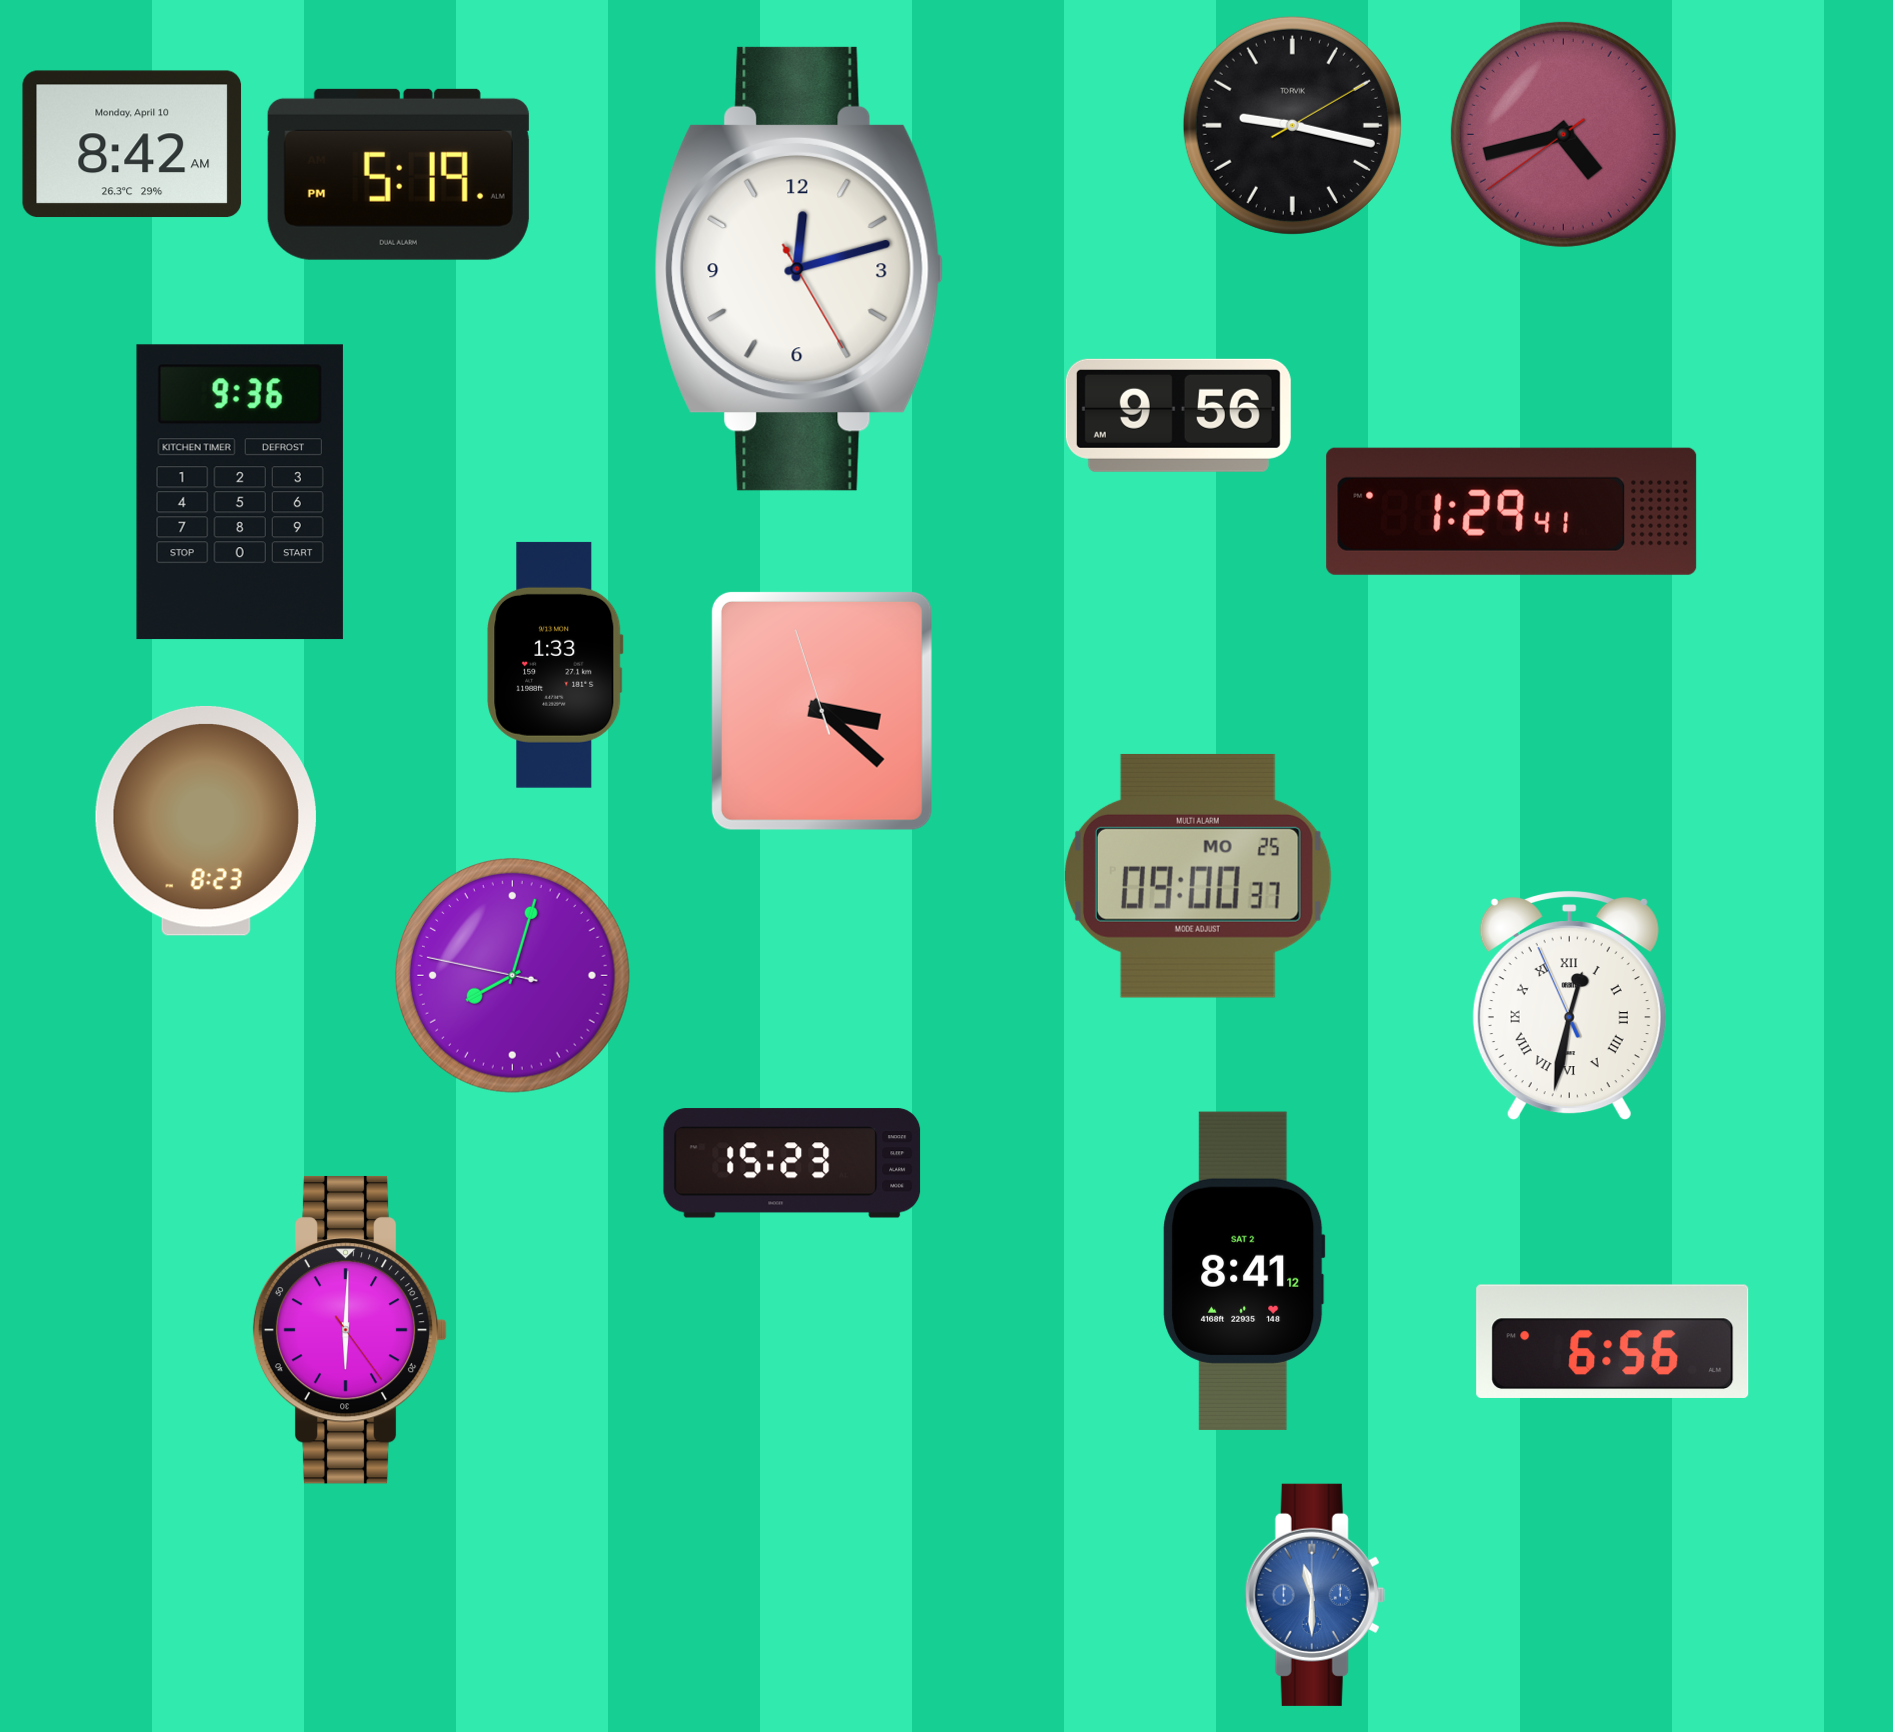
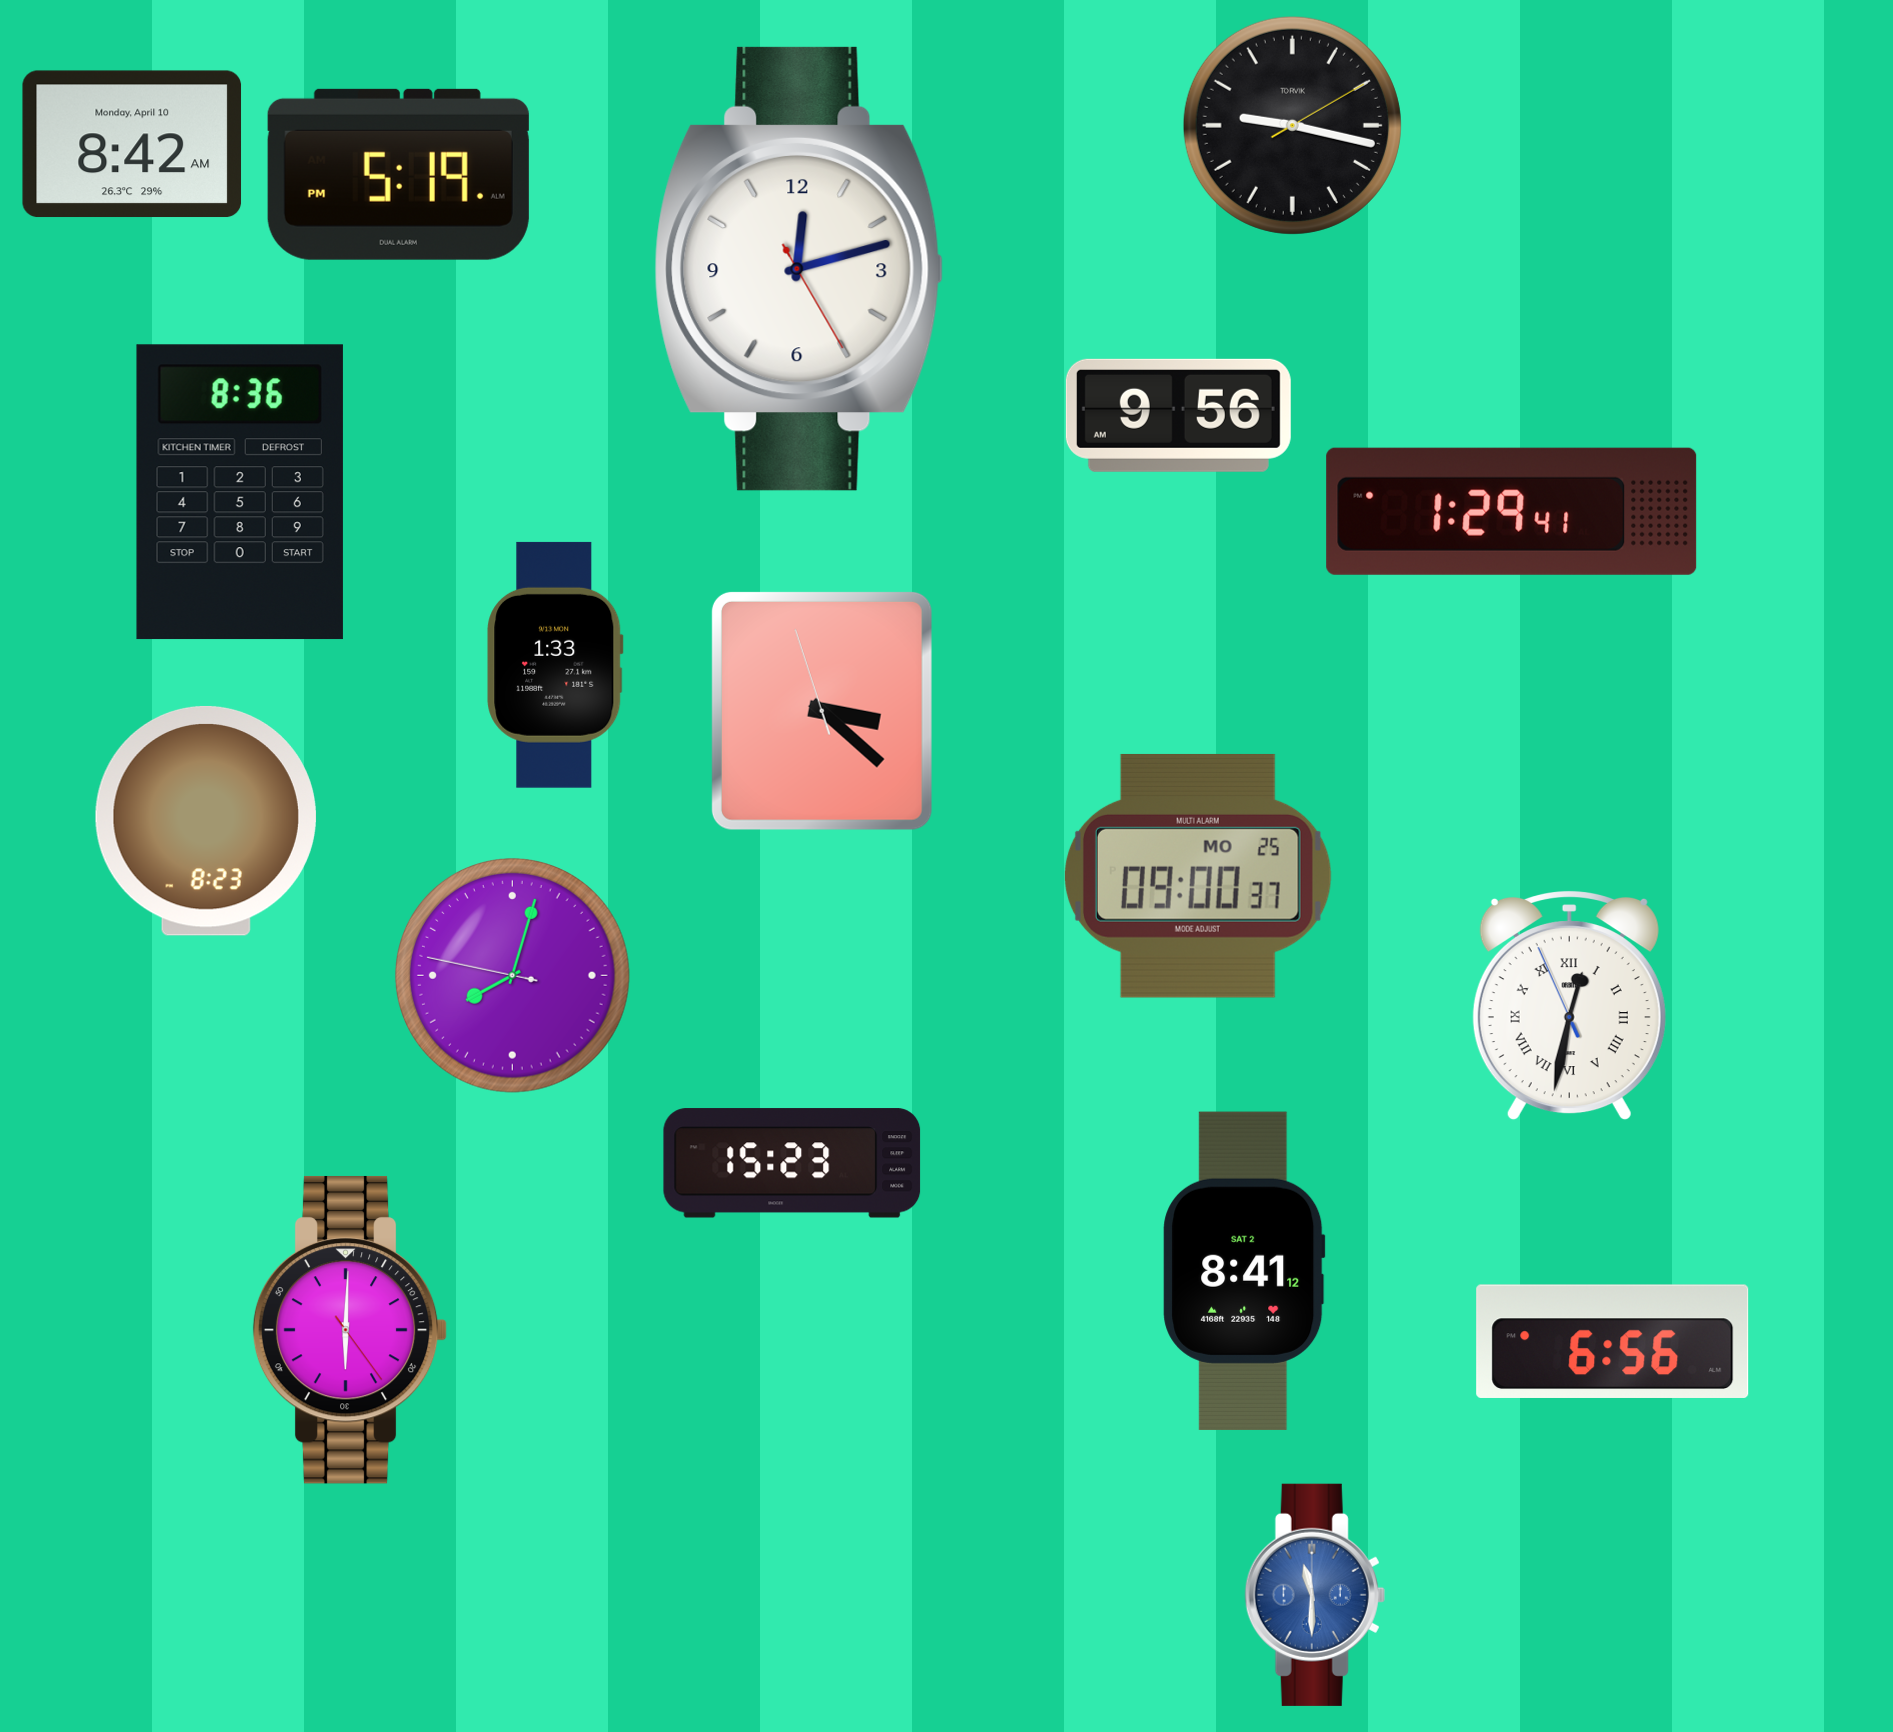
clock at (1563, 134): 4:42 -> none
clock at (240, 492): 9:36 -> 8:36
